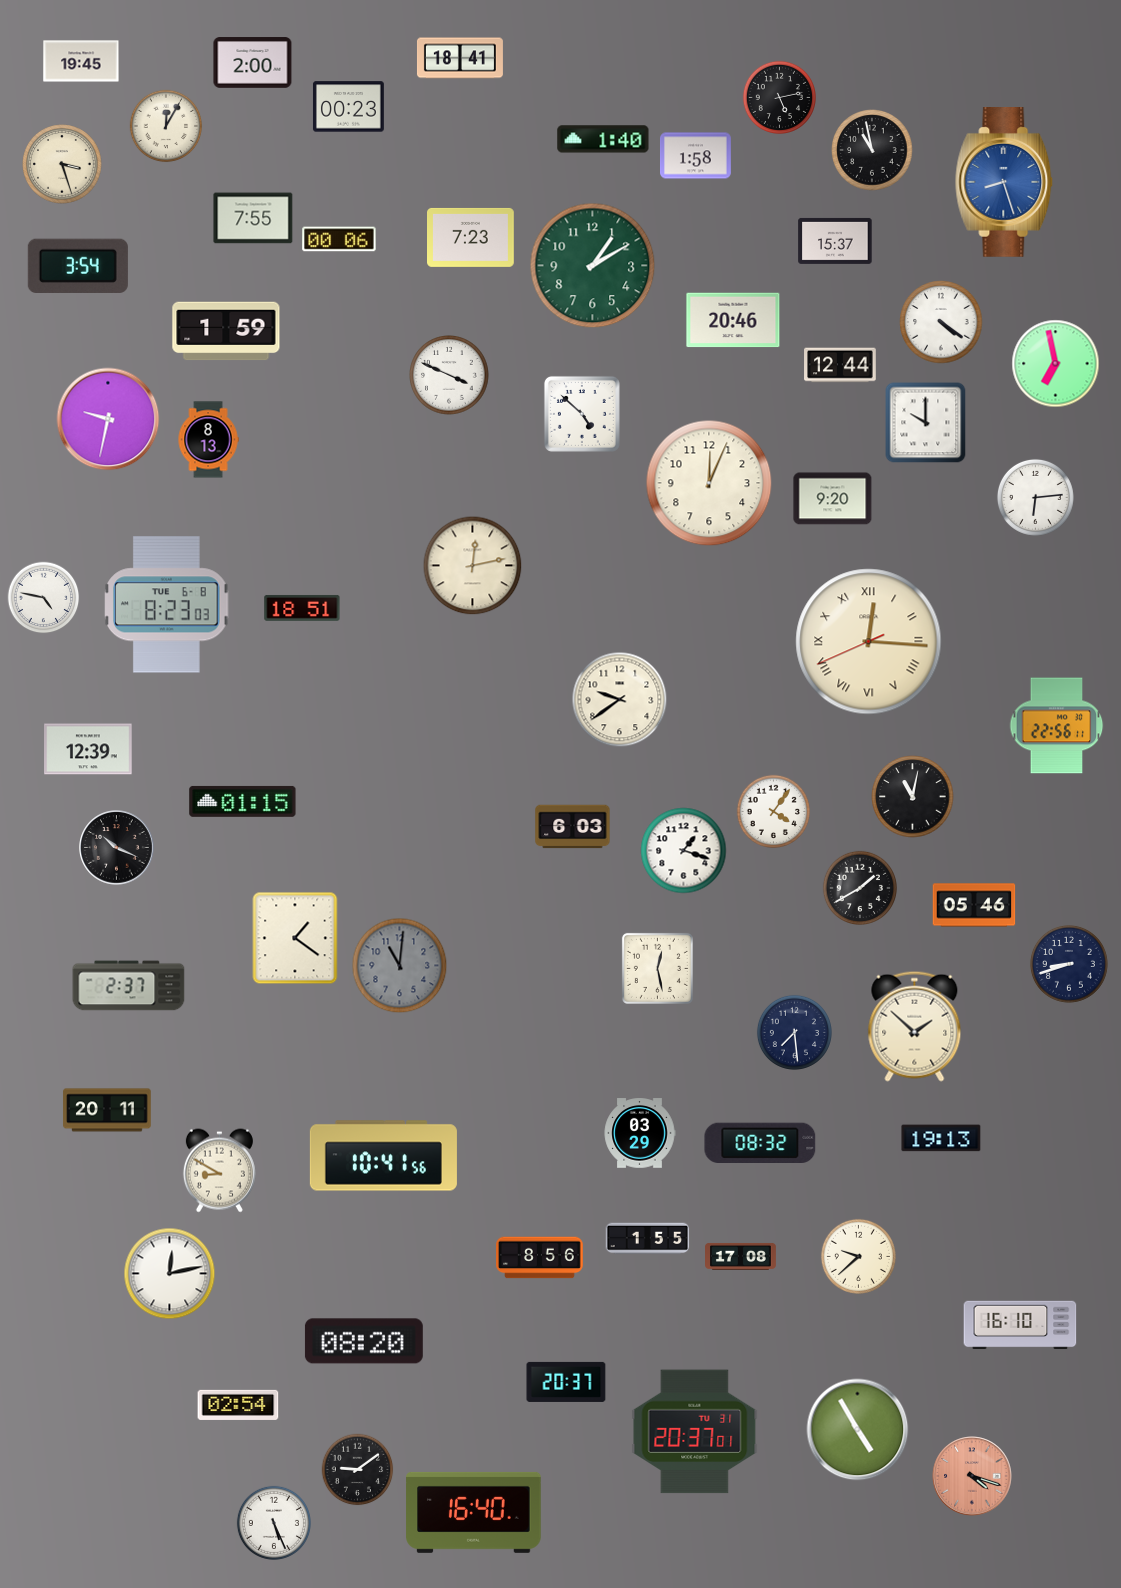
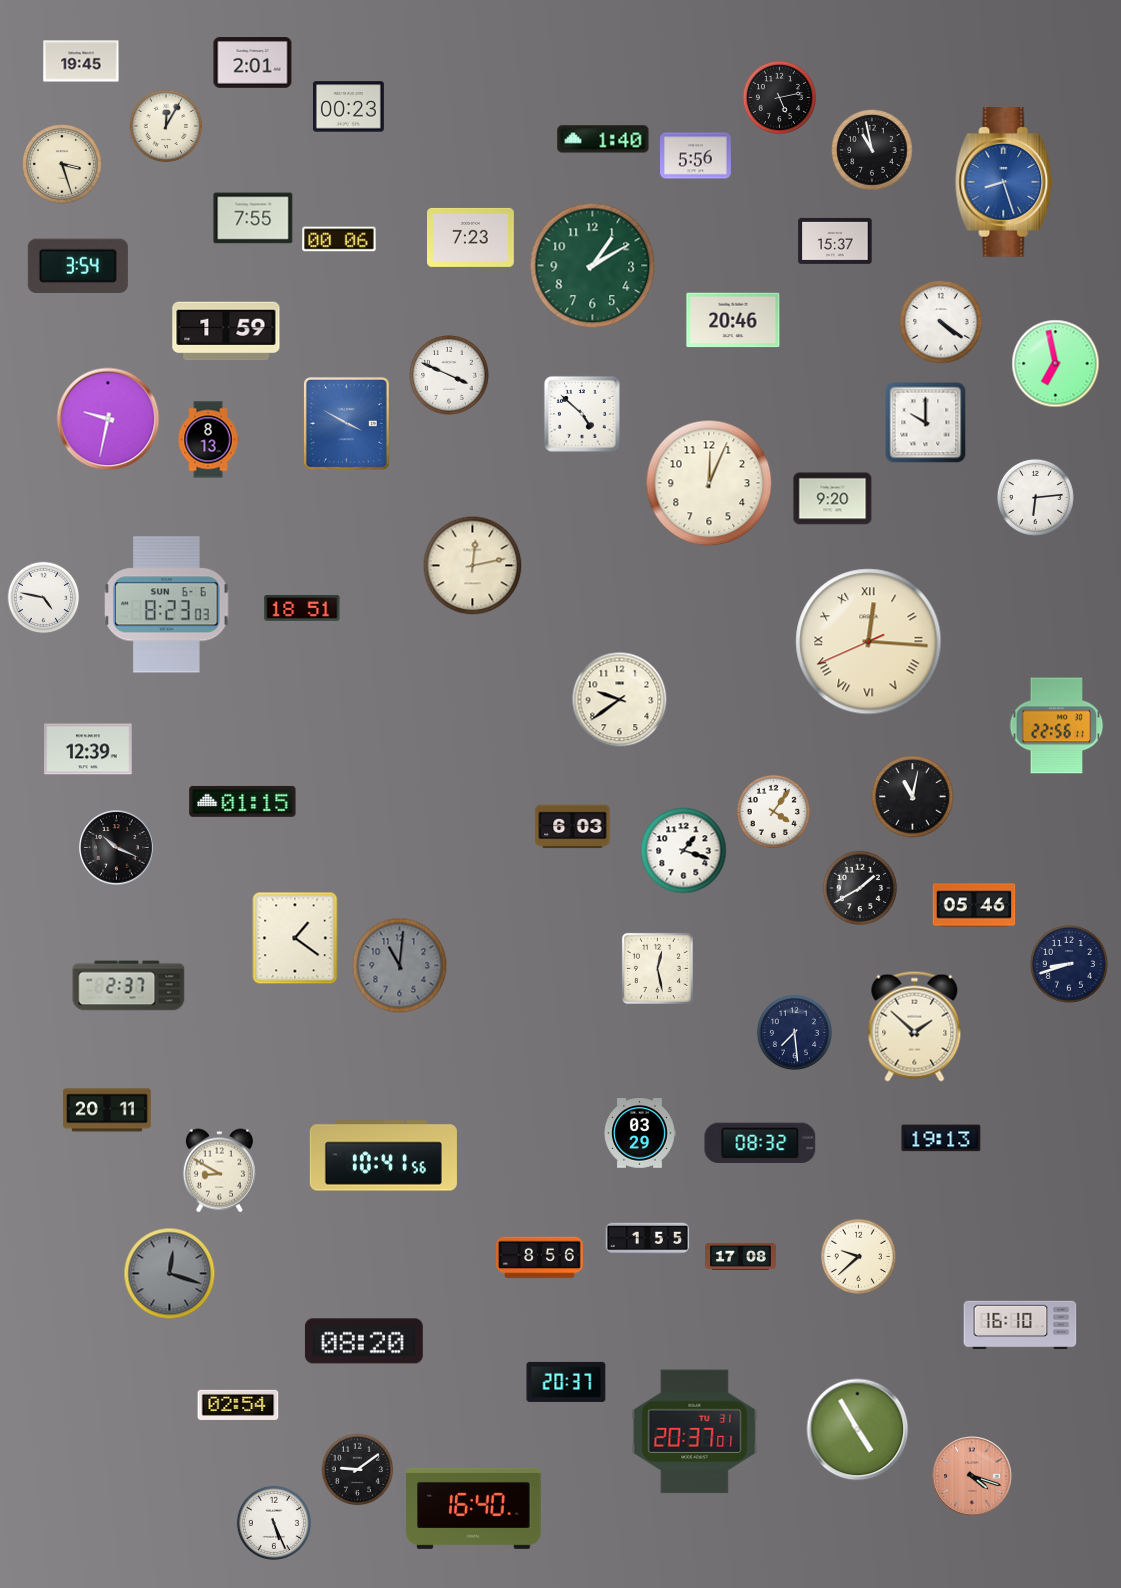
clock at (460, 58): 18:41 -> none
clock at (253, 63): 2:00 -> 2:01
clock at (696, 156): 1:58 -> 5:56
clock at (840, 365): 12:44 -> none
clock at (346, 423): none -> 3:50
clock at (167, 605) date: TUE 6-8 -> SUN 6-6
clock at (170, 1274): 12:13 -> 12:18
clock at (170, 1274) dial: white -> grey
clock at (474, 1512) position: (474, 1512) -> (474, 1508)
